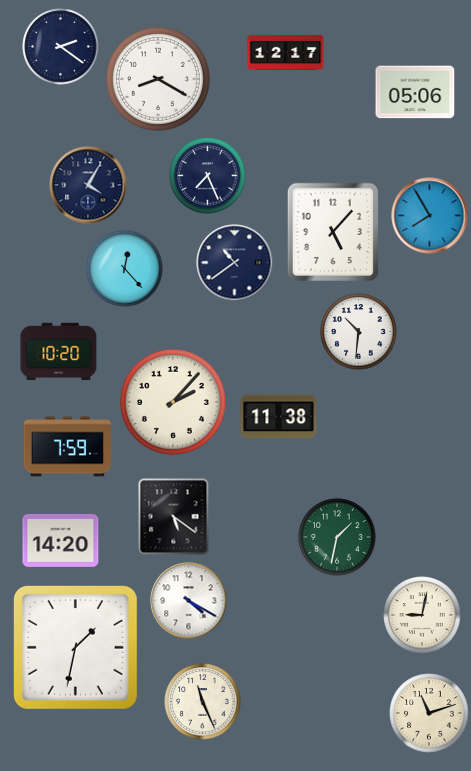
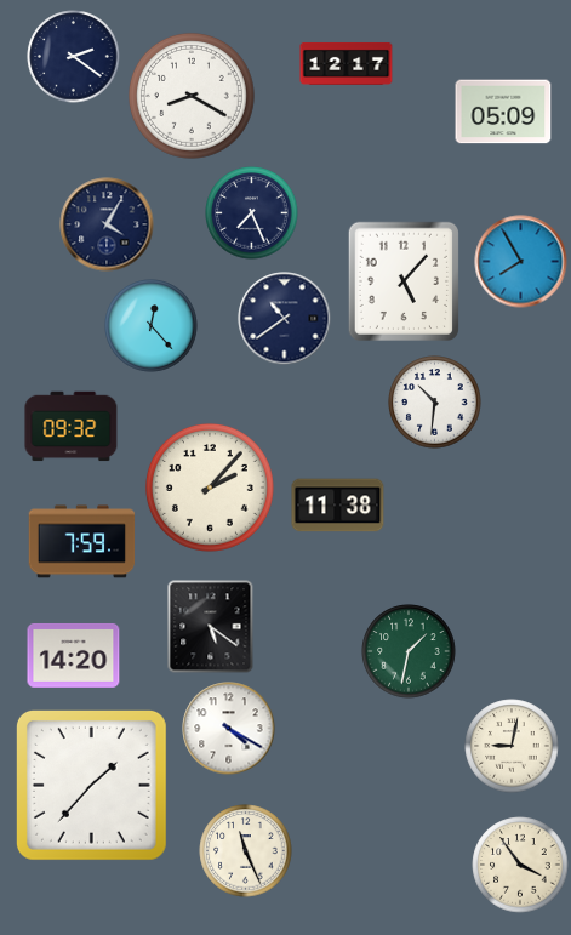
clock at (415, 92): 05:06 -> 05:09
clock at (59, 352): 10:20 -> 09:32
clock at (75, 647): 1:32 -> 1:37
clock at (429, 713): 11:12 -> 3:54
